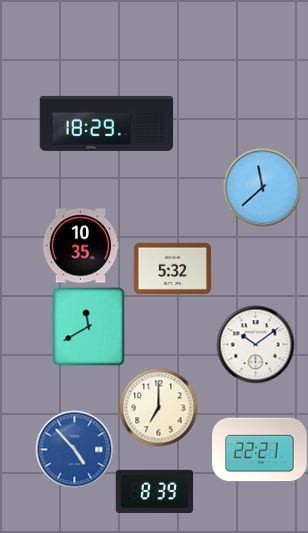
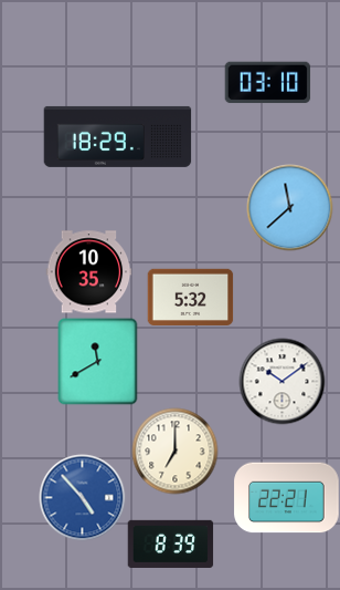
clock at (267, 83): none -> 03:10
